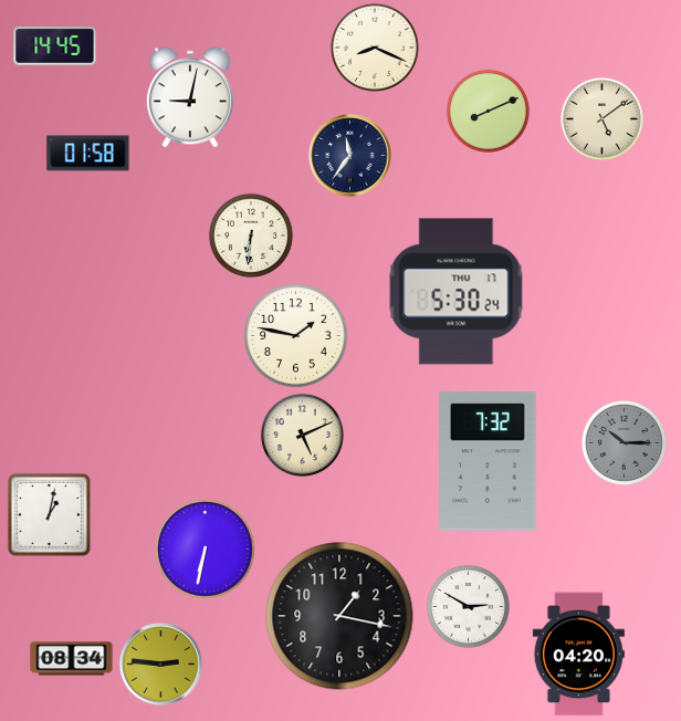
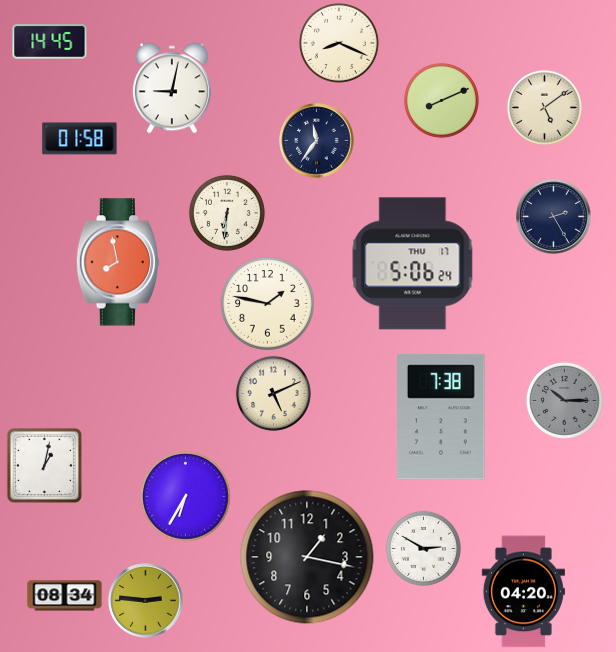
clock at (554, 217): none -> 2:25
clock at (117, 262): none -> 7:58
clock at (457, 292): 5:30 -> 5:06
clock at (489, 461): 7:32 -> 7:38
clock at (206, 550): 6:32 -> 6:35
